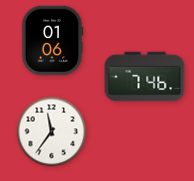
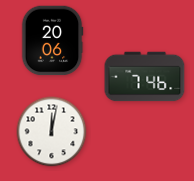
clock at (52, 41): 01:06 -> 20:06
clock at (52, 132): 11:36 -> 12:02
